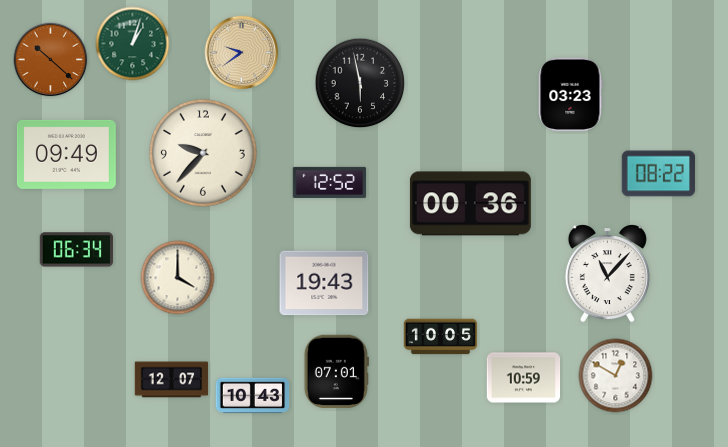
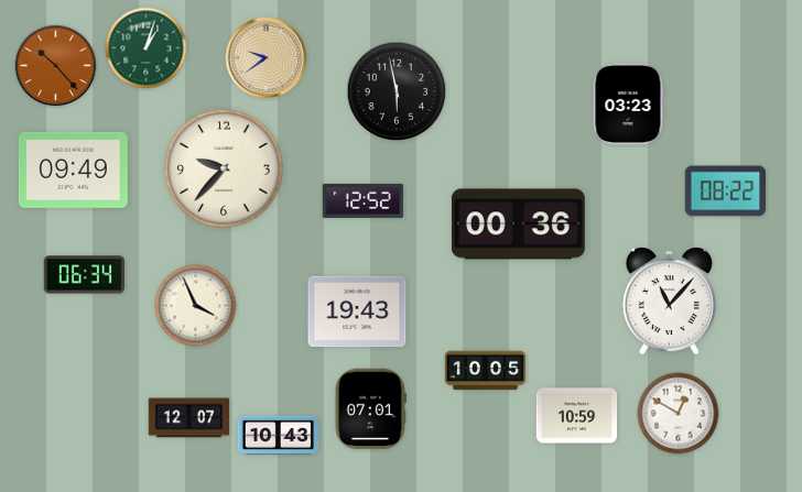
clock at (51, 60): 10:22 -> 10:23
clock at (178, 278): 4:00 -> 3:56
